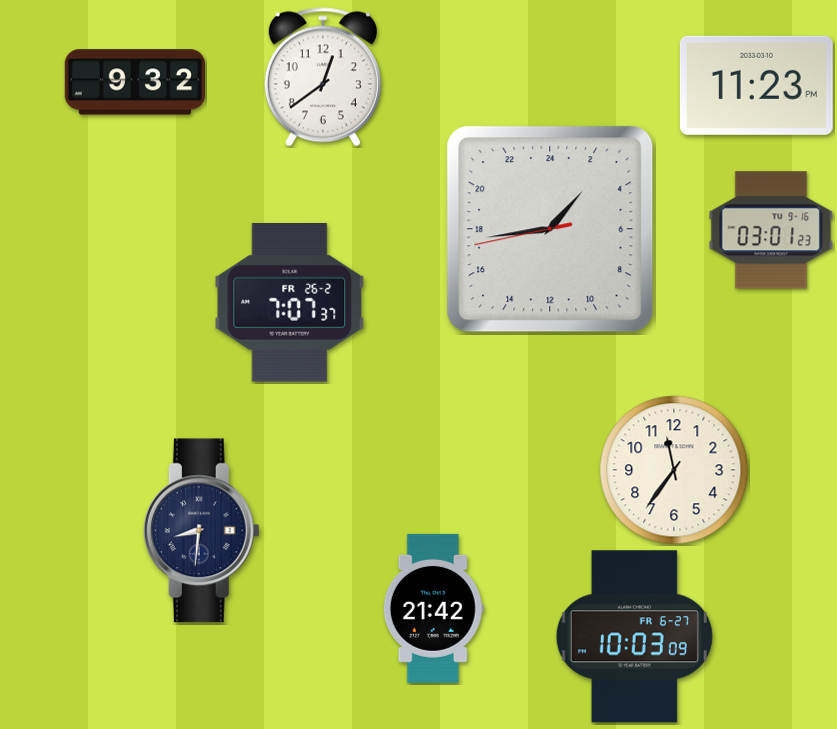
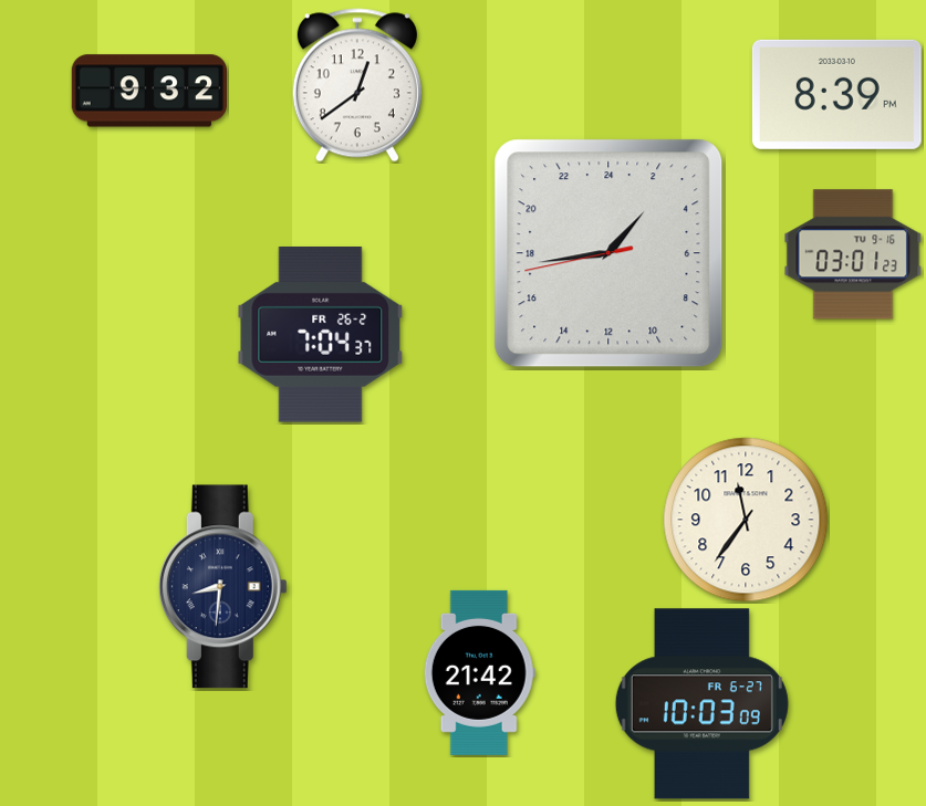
clock at (756, 85): 11:23 -> 8:39
clock at (290, 303): 7:07 -> 7:04
